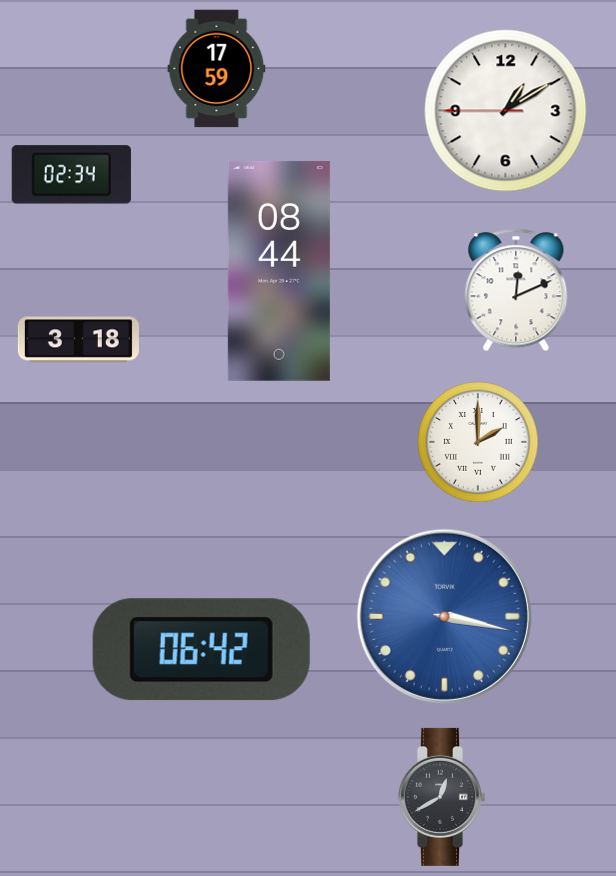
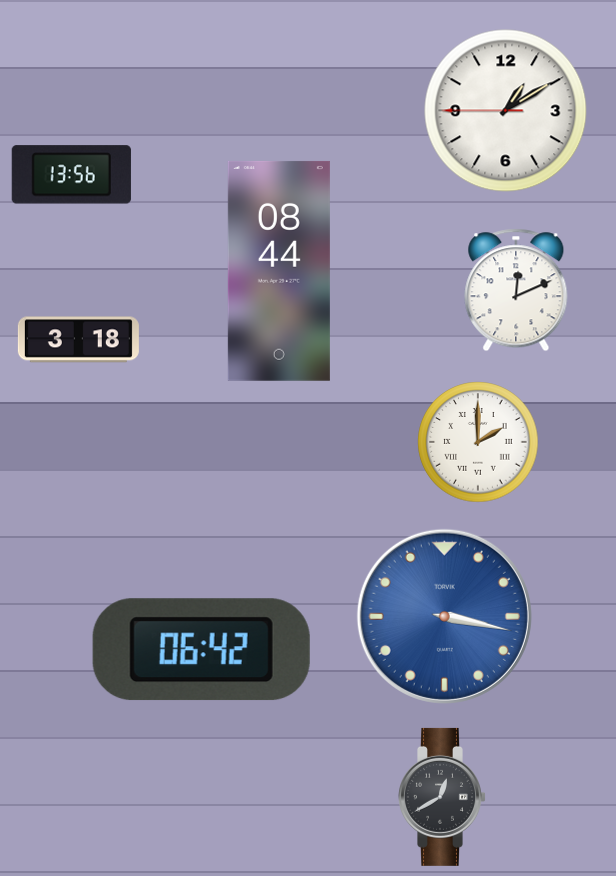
clock at (217, 69): 17:59 -> none
clock at (71, 175): 02:34 -> 13:56
